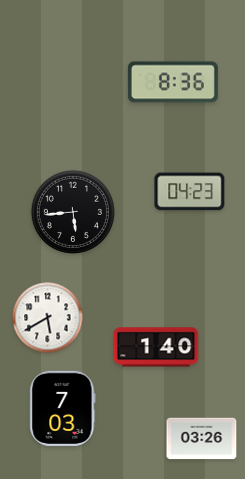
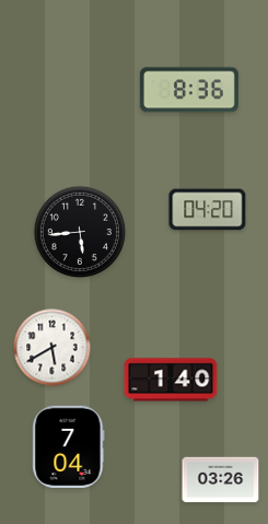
clock at (190, 192): 04:23 -> 04:20
clock at (63, 408): 7:03 -> 7:04
